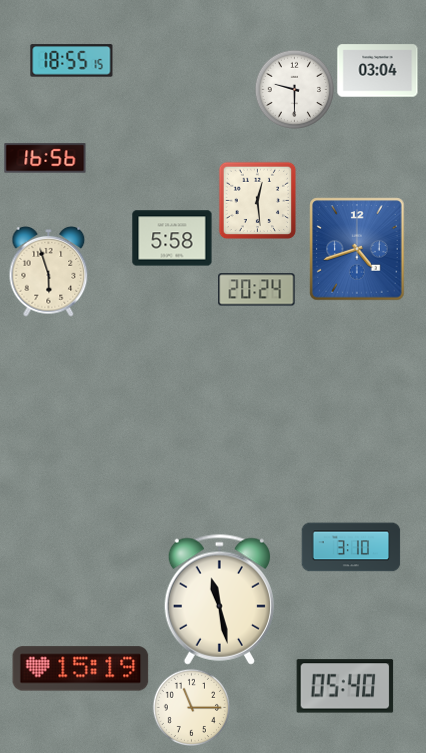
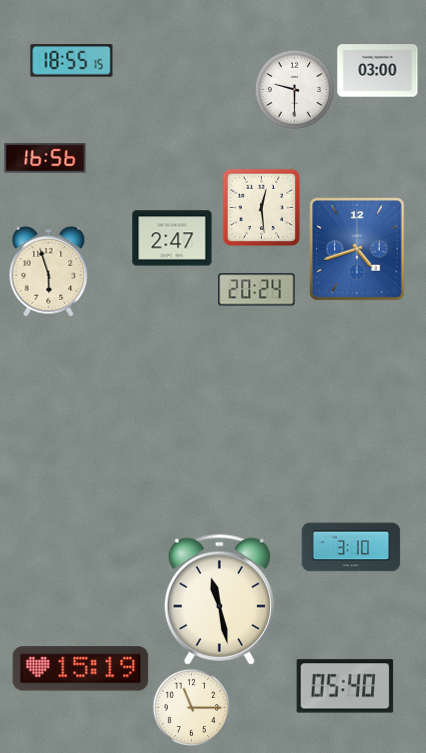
clock at (378, 71): 03:04 -> 03:00
clock at (257, 200) position: (257, 200) -> (261, 207)
clock at (172, 238): 5:58 -> 2:47
